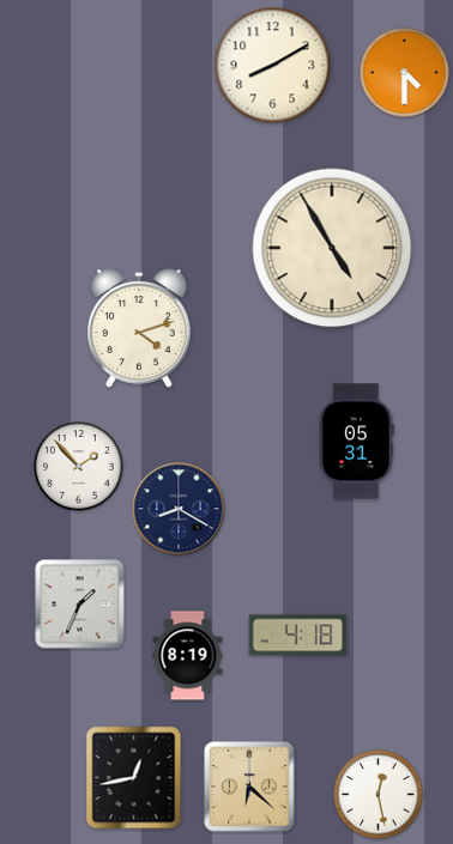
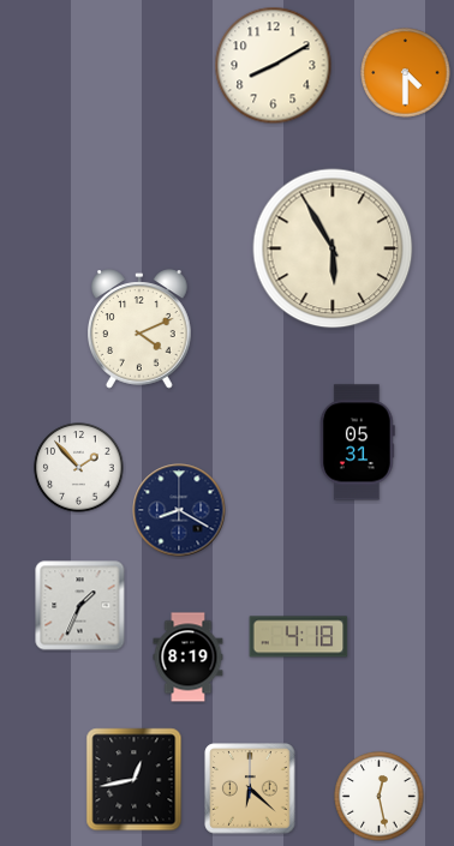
clock at (332, 248): 4:55 -> 5:55
clock at (140, 328): 4:12 -> 4:11
